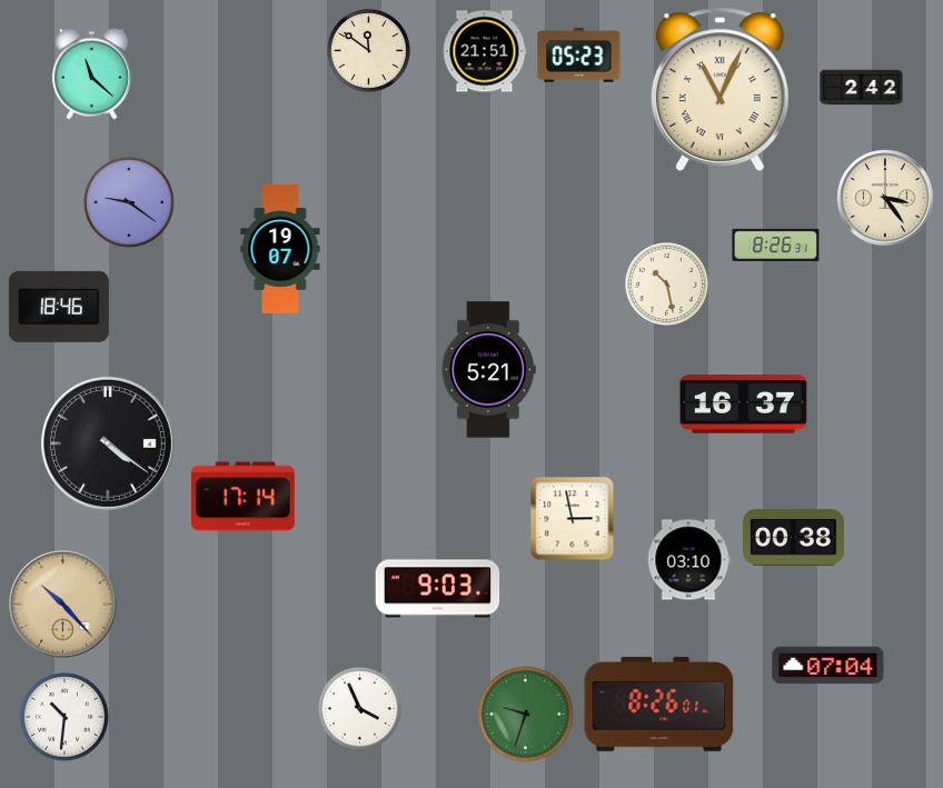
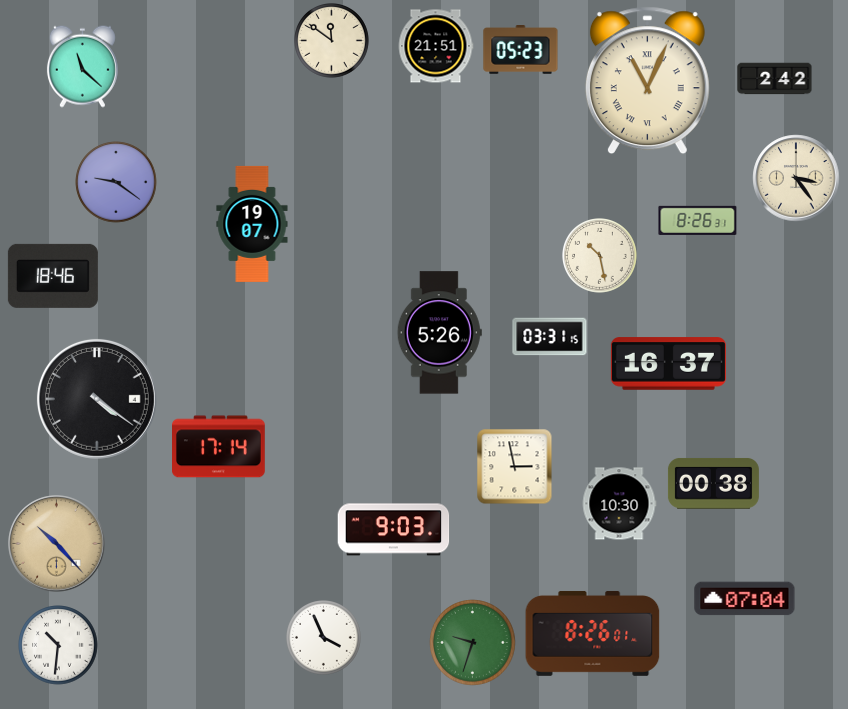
clock at (369, 51) position: (369, 51) -> (332, 41)
clock at (488, 370): 5:21 -> 5:26
clock at (550, 337): none -> 03:31
clock at (688, 560): 03:10 -> 10:30
